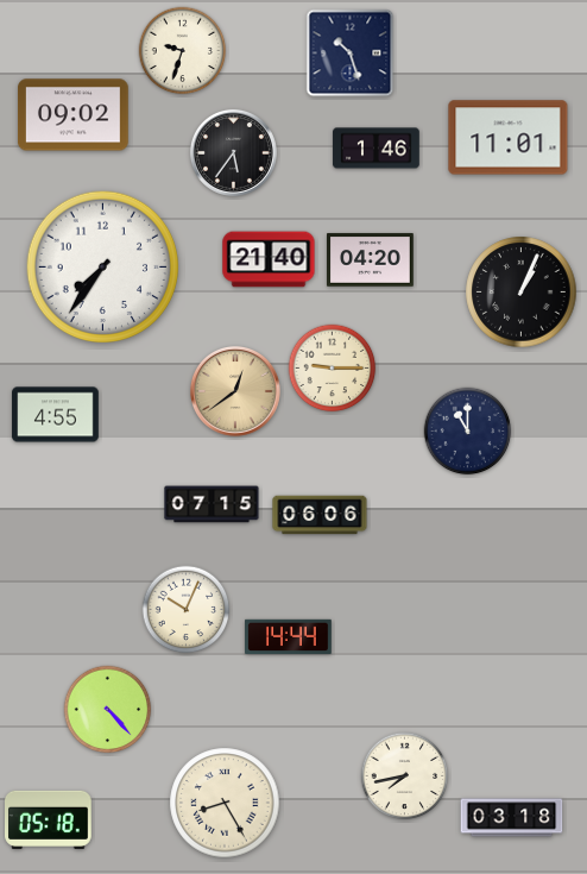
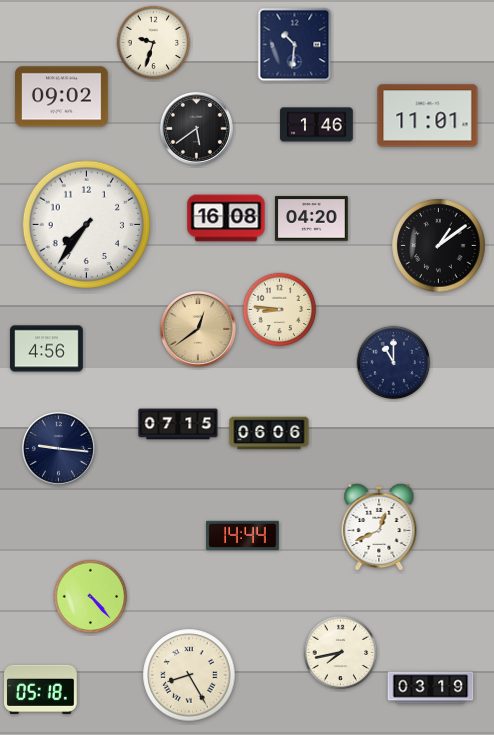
clock at (351, 54): 10:27 -> 10:31
clock at (233, 152): 5:36 -> 5:39
clock at (269, 259): 21:40 -> 16:08
clock at (522, 293): 1:04 -> 1:09
clock at (333, 369): 9:15 -> 8:46
clock at (56, 415): 4:55 -> 4:56
clock at (58, 448): none -> 9:16
clock at (187, 610): 10:04 -> none
clock at (379, 527): none -> 12:41
clock at (512, 818): 03:18 -> 03:19
